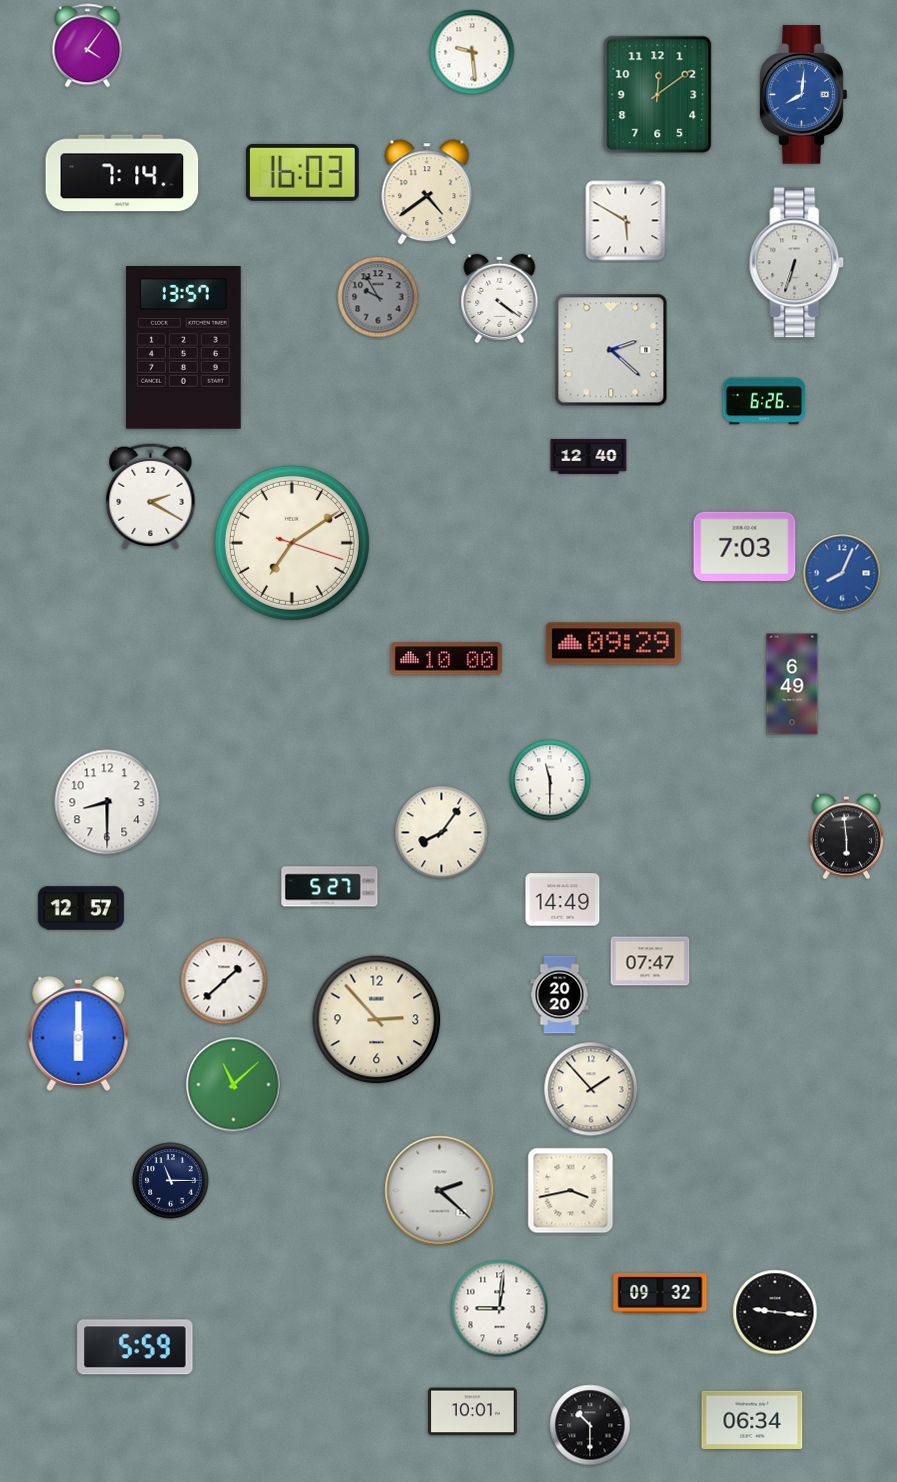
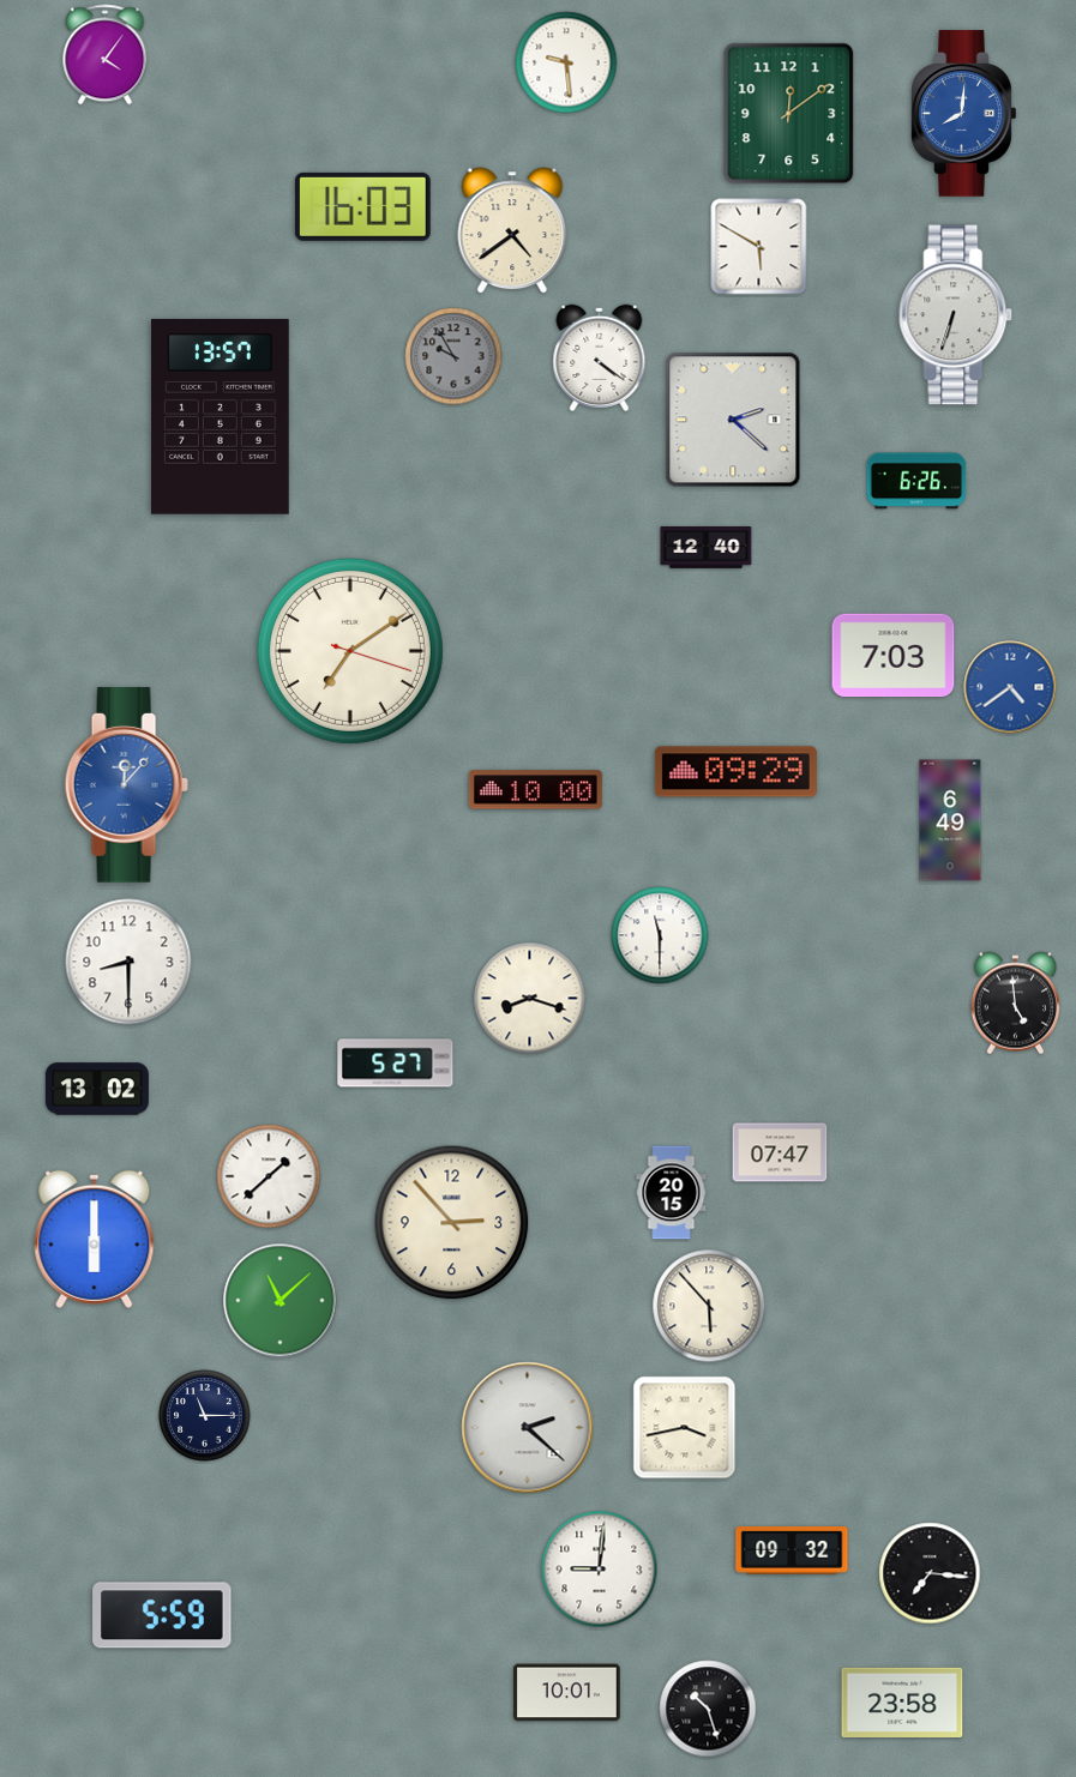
clock at (122, 173): 7:14 -> none
clock at (626, 221) position: (626, 221) -> (759, 247)
clock at (151, 497): 2:20 -> none
clock at (842, 573): 8:04 -> 4:39
clock at (126, 785): none -> 12:07
clock at (442, 833): 8:06 -> 8:18
clock at (847, 837): 5:59 -> 4:59
clock at (563, 900): 14:49 -> none
clock at (81, 908): 12:57 -> 13:02
clock at (560, 995): 20:20 -> 20:15
clock at (591, 1089): 1:53 -> 5:53
clock at (775, 1312): 9:16 -> 7:16
clock at (752, 1419): 06:34 -> 23:58
clock at (590, 1425): 10:30 -> 10:27
